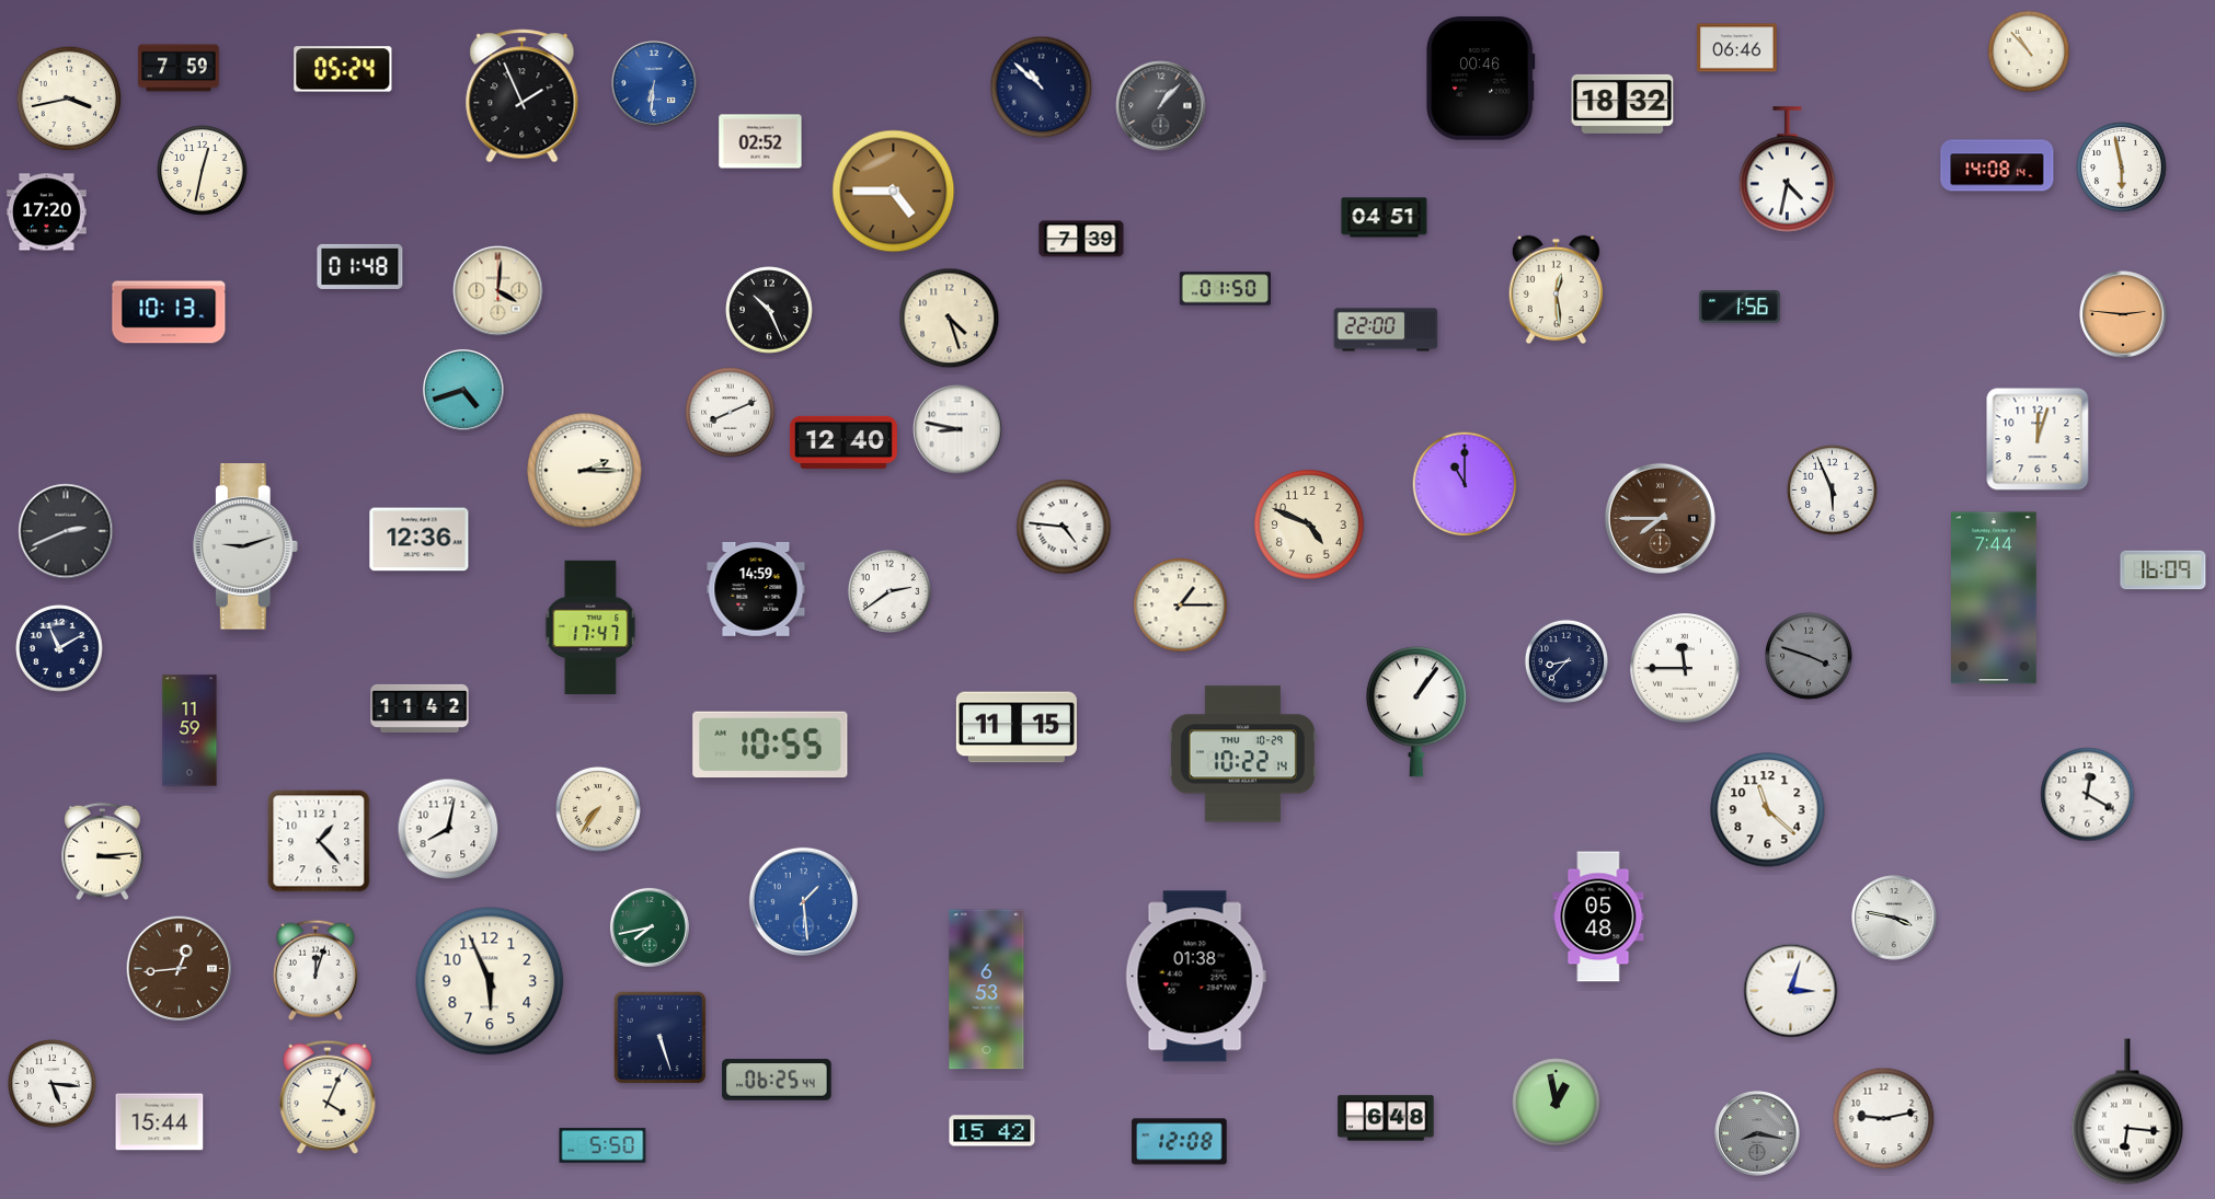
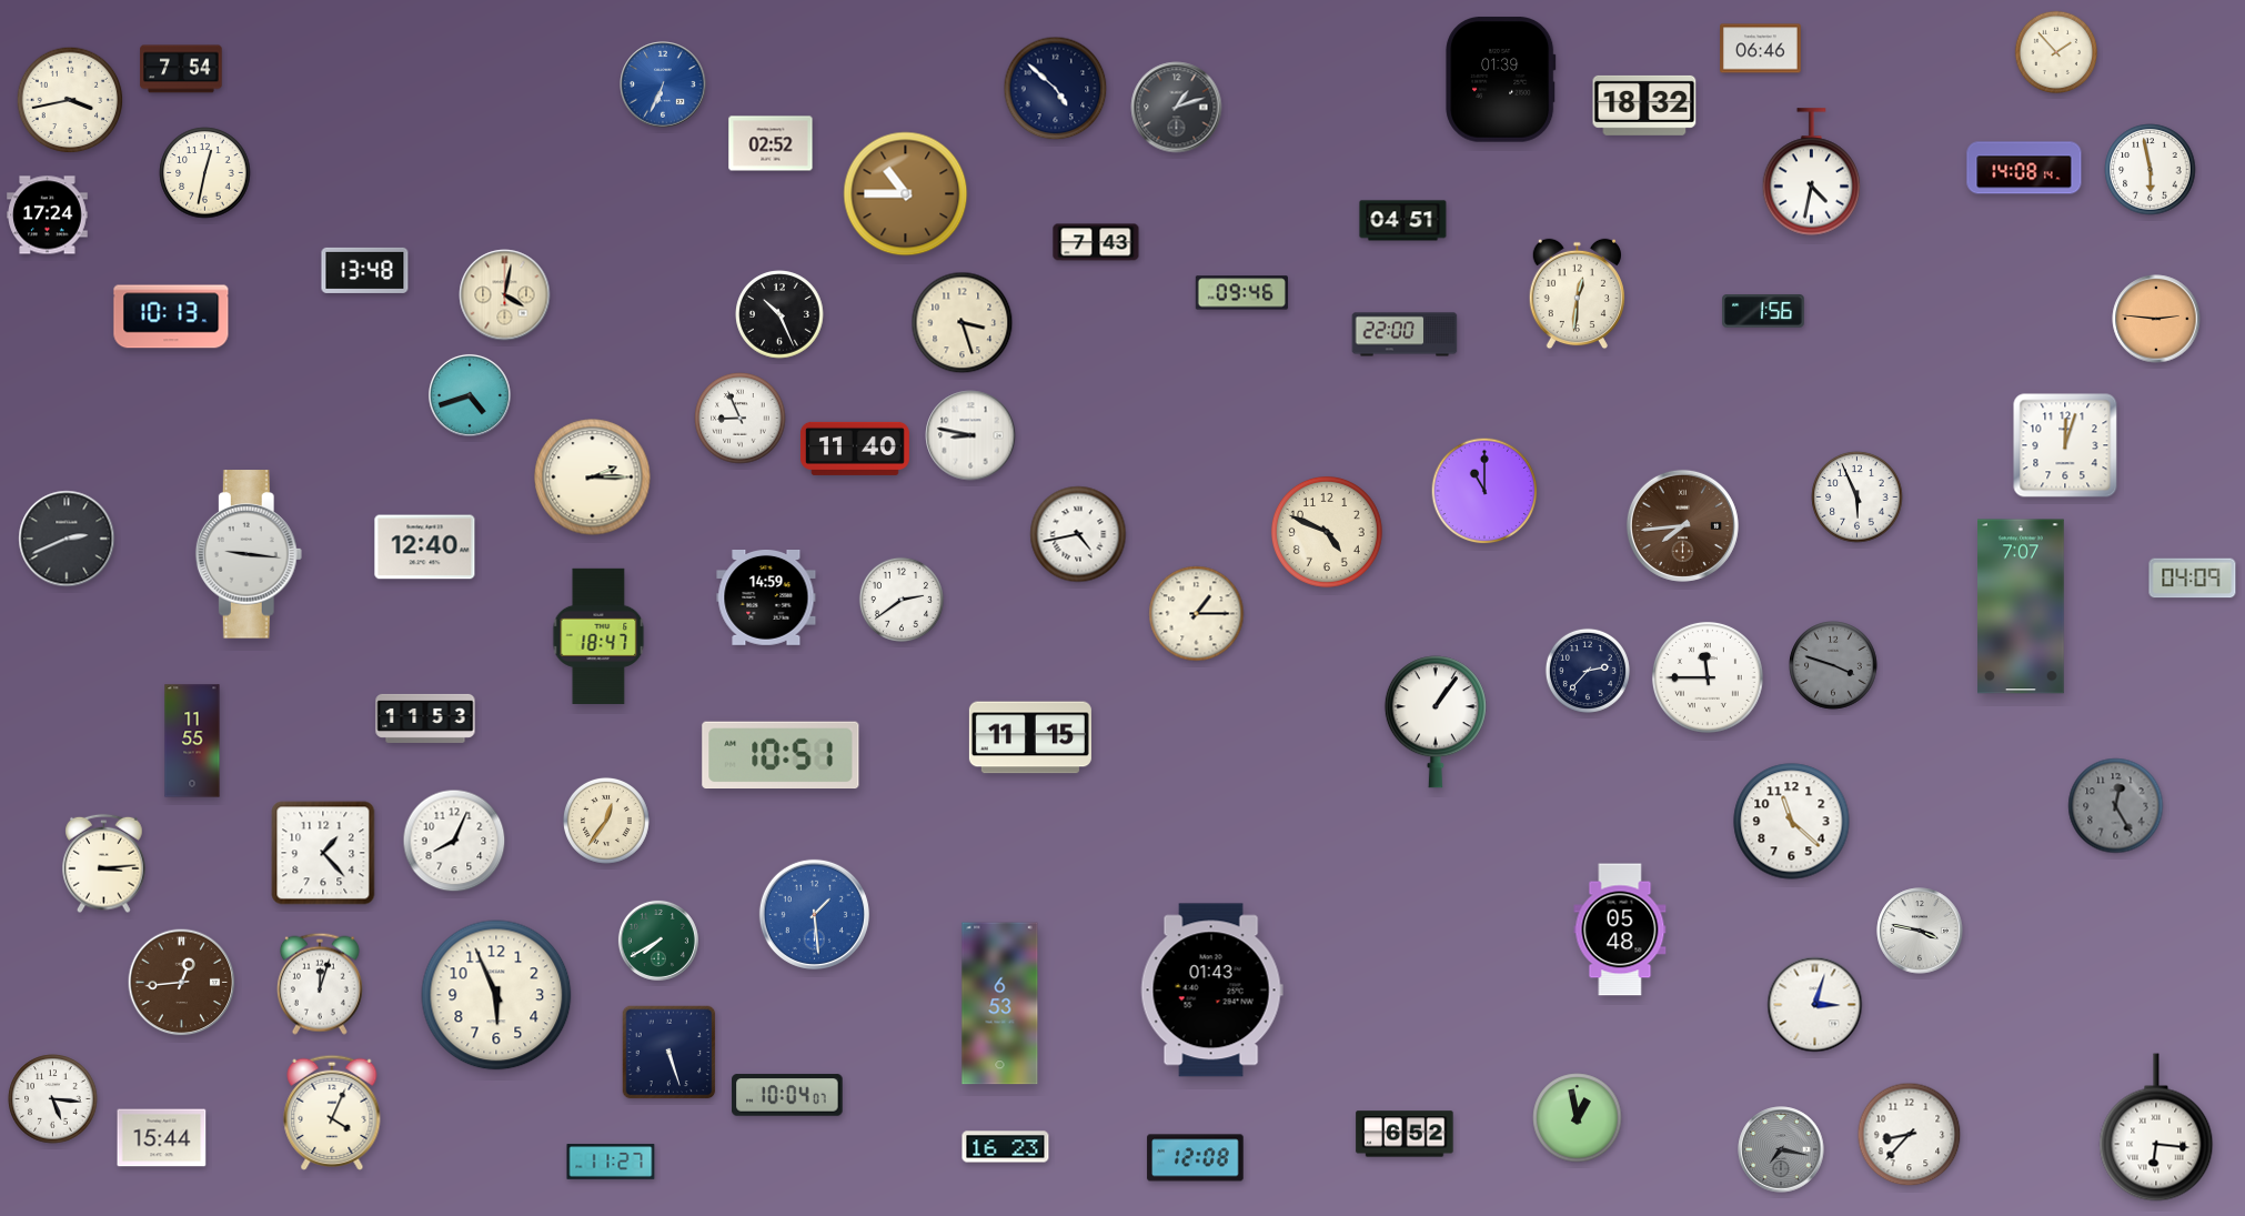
clock at (2029, 51): 10:53 -> 1:53
clock at (179, 68): 7:59 -> 7:54
clock at (343, 69): 05:24 -> none
clock at (1481, 79): 00:46 -> 01:39
clock at (654, 83): 6:31 -> 6:34
clock at (1042, 88): 10:52 -> 4:52
clock at (523, 96): 1:56 -> none
clock at (1161, 106): 1:07 -> 1:12
clock at (894, 192): 4:45 -> 10:45
clock at (47, 212): 17:20 -> 17:24
clock at (1081, 239): 7:39 -> 7:43
clock at (360, 266): 01:48 -> 13:48
clock at (1225, 289): 01:50 -> 09:46
clock at (1556, 290): 12:29 -> 12:31
clock at (498, 291): 4:01 -> 4:02
clock at (2123, 314) position: (2123, 314) -> (2156, 319)
clock at (950, 319): 4:27 -> 3:27
clock at (731, 413): 8:11 -> 8:56
clock at (843, 442): 12:40 -> 11:40
clock at (1660, 518): 7:45 -> 7:44
clock at (1064, 527): 4:46 -> 4:43
clock at (420, 540): 12:36 -> 12:40
clock at (245, 546): 9:12 -> 9:16
clock at (2164, 570): 16:09 -> 04:09
clock at (1995, 598): 7:44 -> 7:07
clock at (590, 627): 17:47 -> 18:47
clock at (59, 648): 11:10 -> none
clock at (1566, 661): 8:37 -> 2:37
clock at (420, 708): 11:42 -> 11:53
clock at (190, 730): 11:59 -> 11:55
clock at (770, 745): 10:55 -> 10:51
clock at (1242, 754): 10:22 -> none
clock at (2088, 795): 12:20 -> 12:25
clock at (2088, 795) dial: white -> grey
clock at (598, 809): 7:36 -> 12:36
clock at (448, 829): 8:02 -> 8:04
clock at (650, 927): 7:43 -> 7:40
clock at (1195, 977): 01:38 -> 01:43
clock at (777, 1080): 06:25 -> 10:04
clock at (1386, 1118): 6:48 -> 6:52
clock at (1884, 1119): 9:13 -> 8:37
clock at (992, 1131): 15:42 -> 16:23
clock at (1757, 1133): 8:17 -> 7:17
clock at (602, 1145): 5:50 -> 11:27
